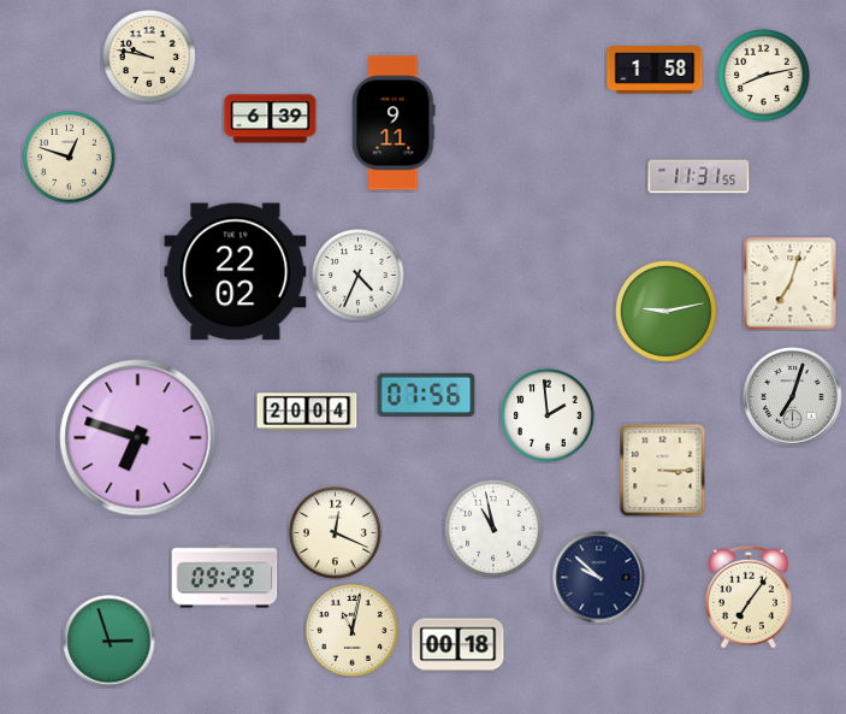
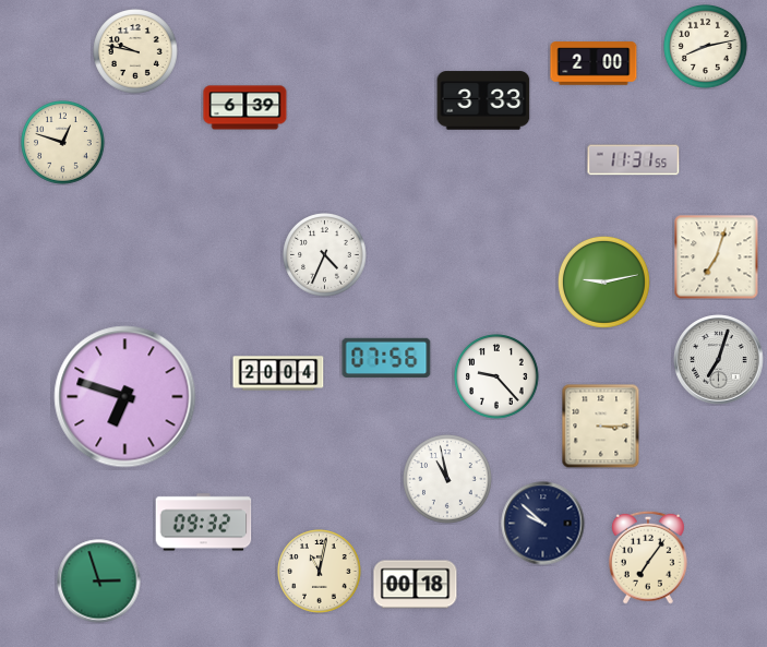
clock at (655, 70): 1:58 -> 2:00
clock at (764, 76) position: (764, 76) -> (706, 47)
clock at (483, 100): none -> 3:33
clock at (394, 123): 9:11 -> none
clock at (236, 272): 22:02 -> none
clock at (359, 276) position: (359, 276) -> (325, 255)
clock at (548, 415): 1:59 -> 9:23
clock at (336, 533): 12:19 -> none
clock at (225, 577): 09:29 -> 09:32
clock at (749, 597) position: (749, 597) -> (648, 558)
